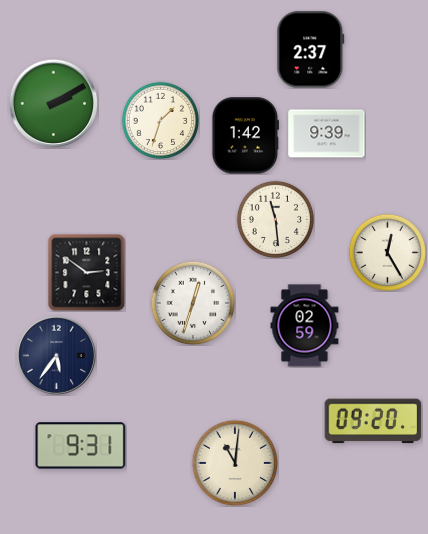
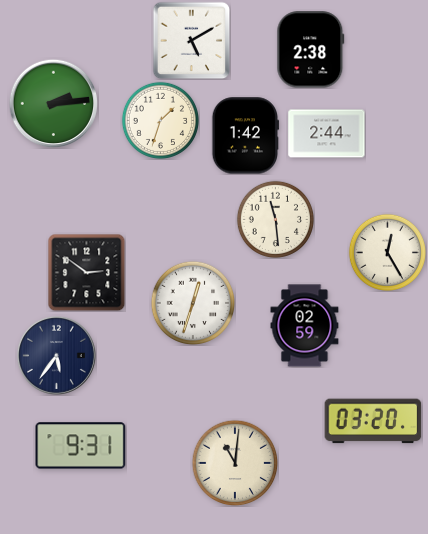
clock at (191, 40): none -> 5:10
clock at (311, 50): 2:37 -> 2:38
clock at (53, 103): 2:10 -> 2:14
clock at (327, 134): 9:39 -> 2:44
clock at (373, 421): 09:20 -> 03:20
